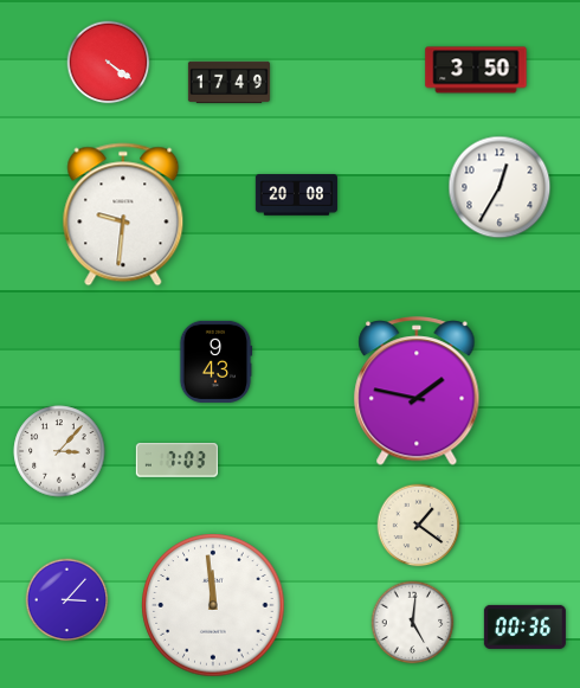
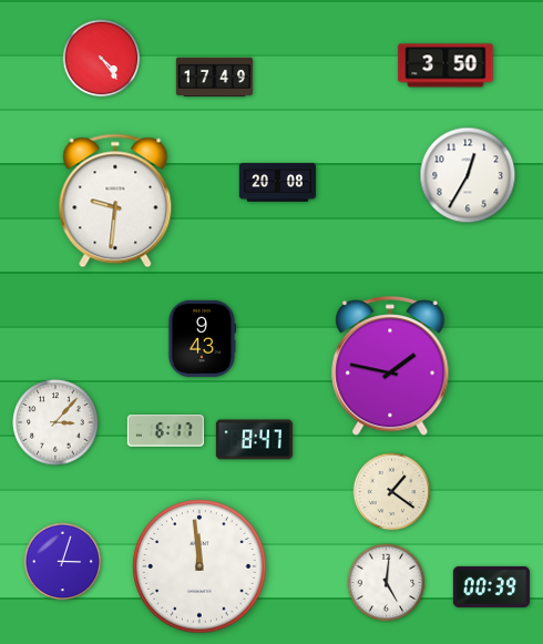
clock at (109, 63): 4:21 -> 4:24
clock at (176, 461): 7:03 -> 6:17
clock at (254, 440): none -> 8:47
clock at (67, 600): 3:07 -> 3:03
clock at (524, 626): 00:36 -> 00:39
